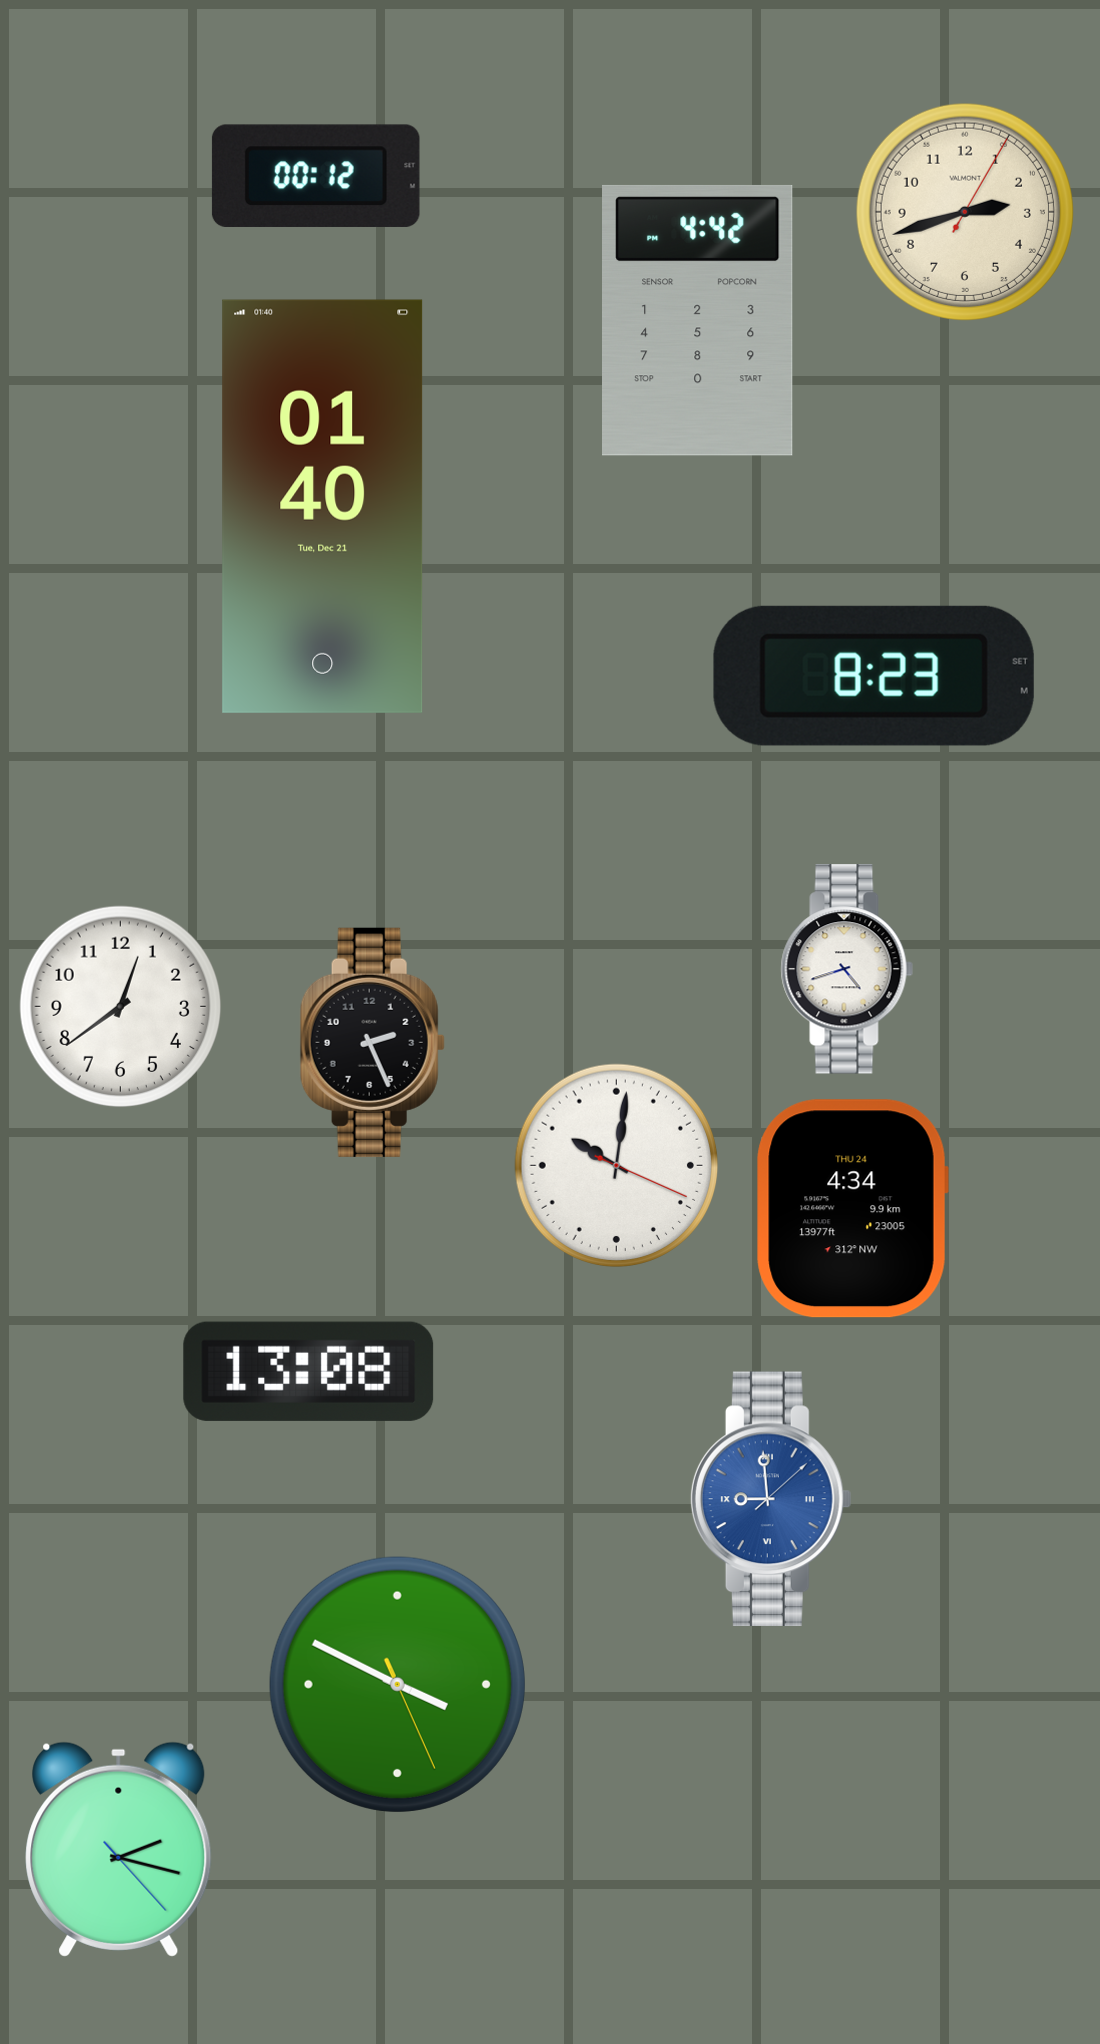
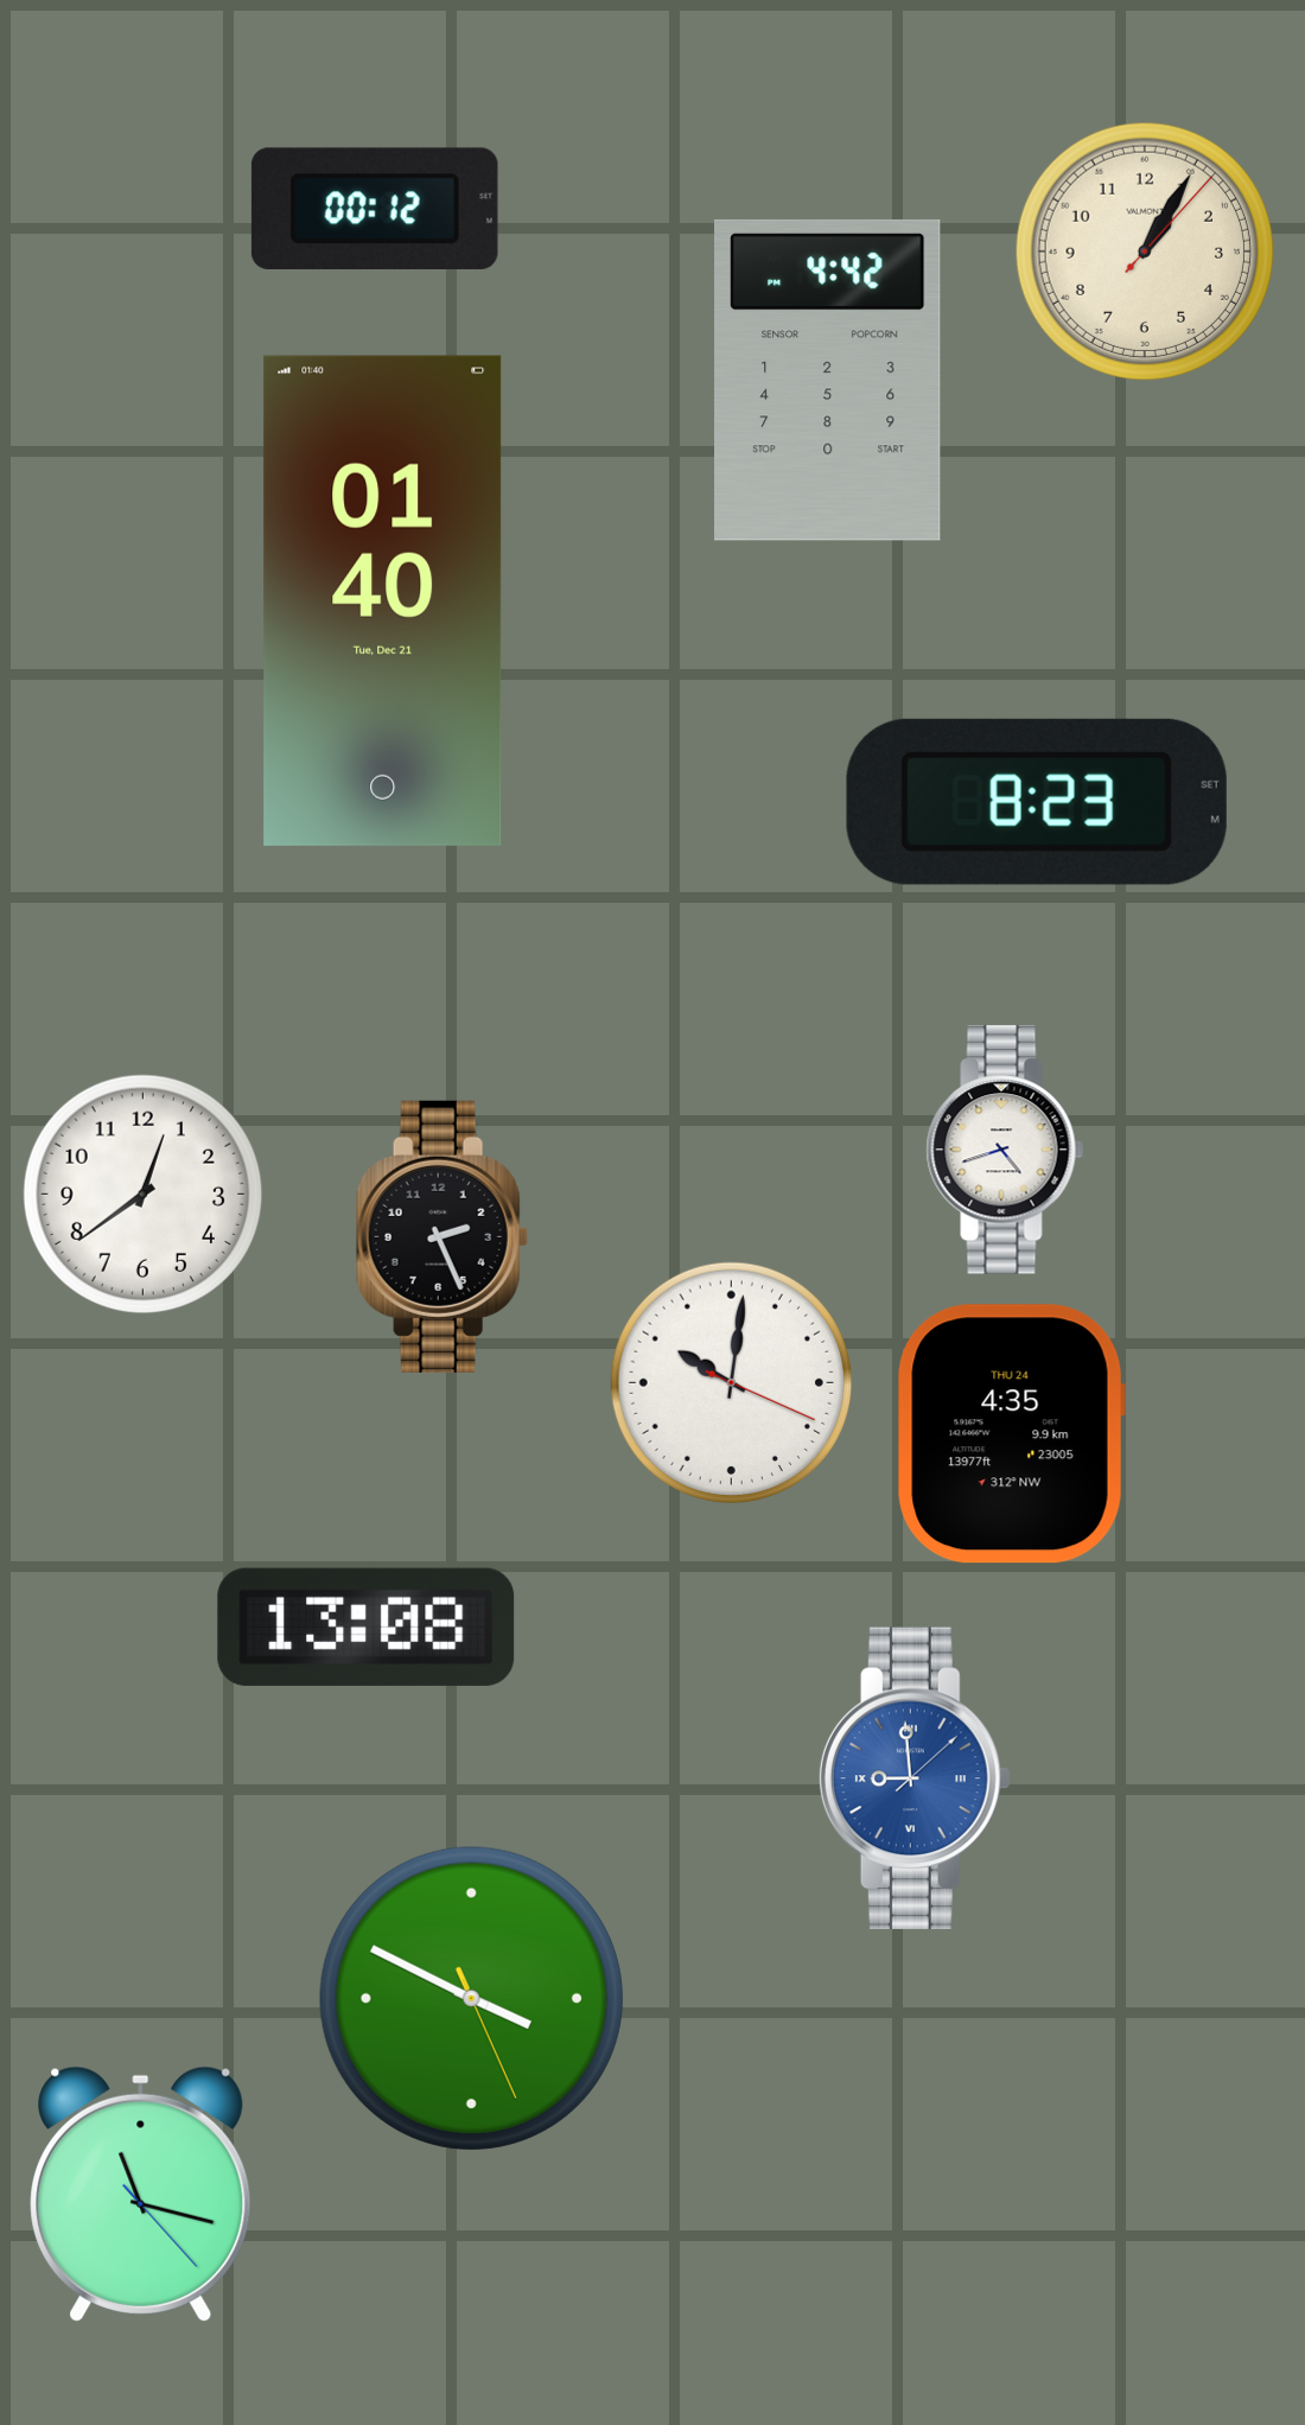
clock at (964, 211): 2:42 -> 1:05
clock at (852, 1209): 4:34 -> 4:35
clock at (119, 1849): 2:17 -> 11:17
